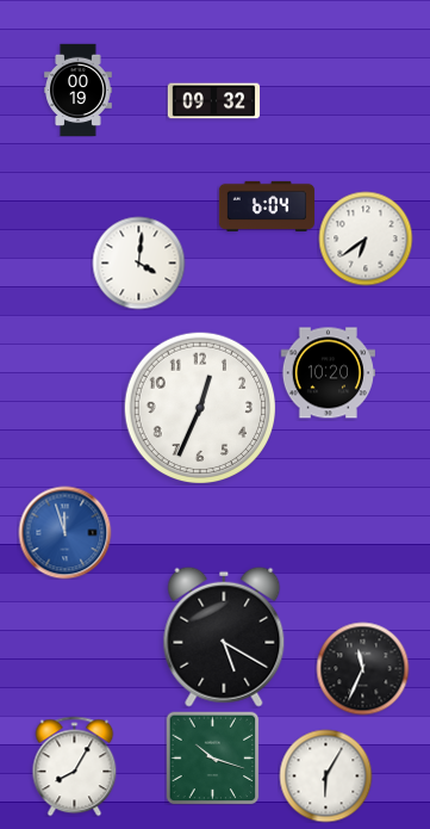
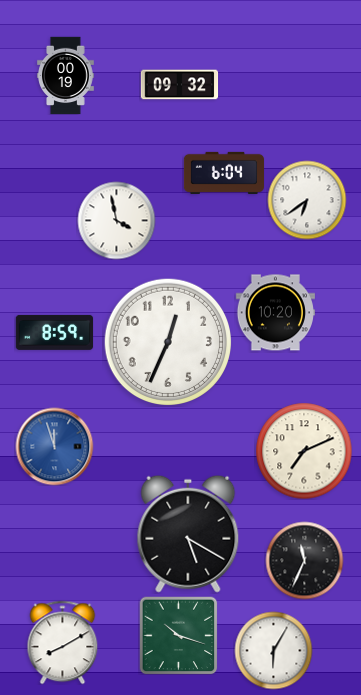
clock at (138, 262): 4:01 -> 3:58
clock at (54, 332): none -> 8:59
clock at (304, 451): none -> 7:11
clock at (75, 766): 8:05 -> 8:10
